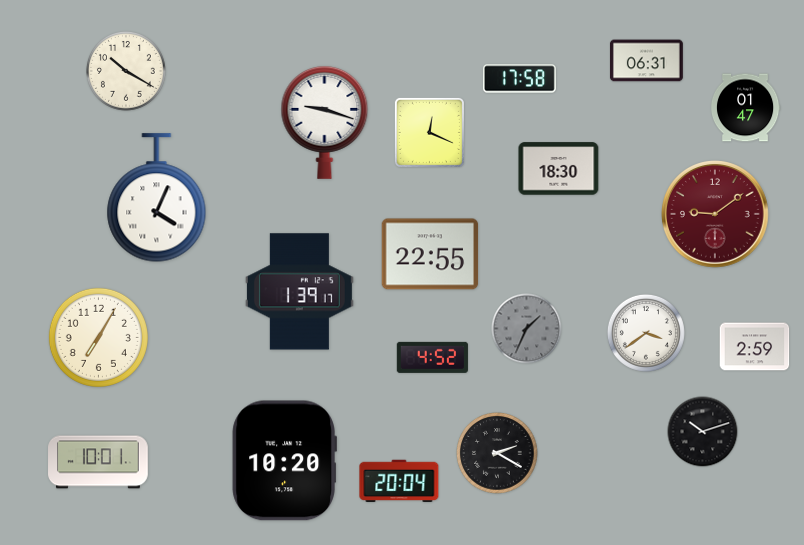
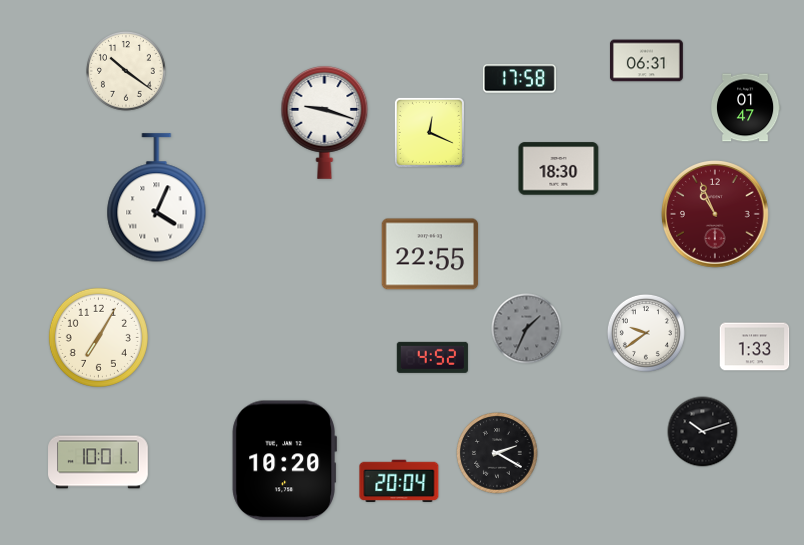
clock at (127, 71): 10:20 -> 10:21
clock at (716, 215): 9:09 -> 10:56
clock at (299, 292): 1:39 -> none
clock at (646, 333): 3:39 -> 9:39
clock at (755, 347): 2:59 -> 1:33
